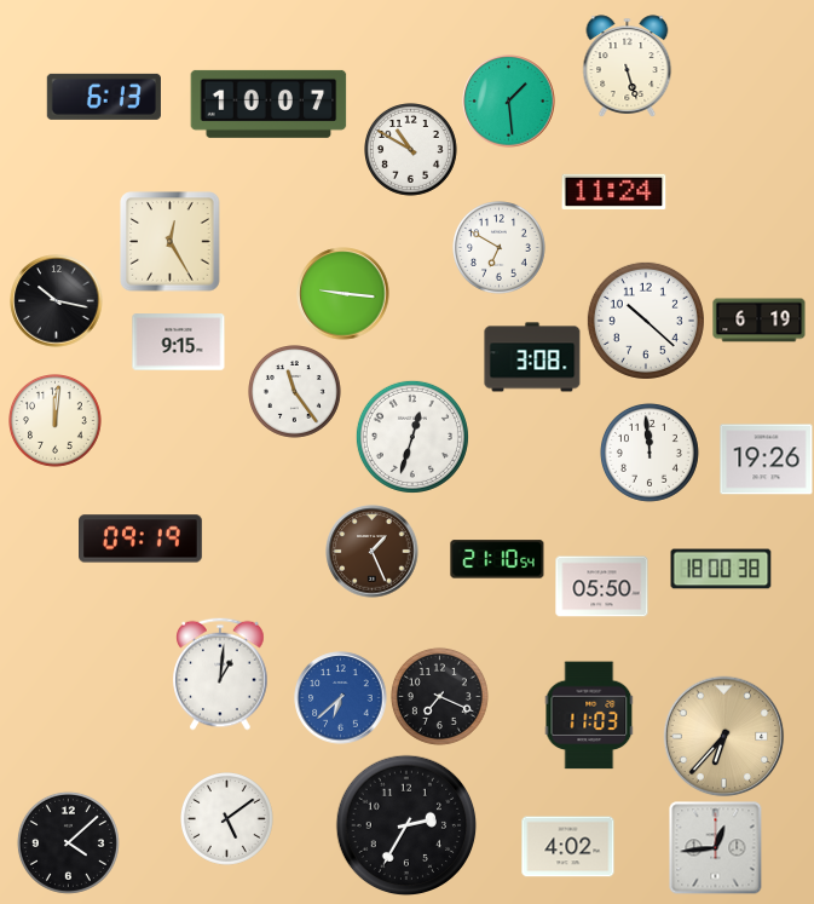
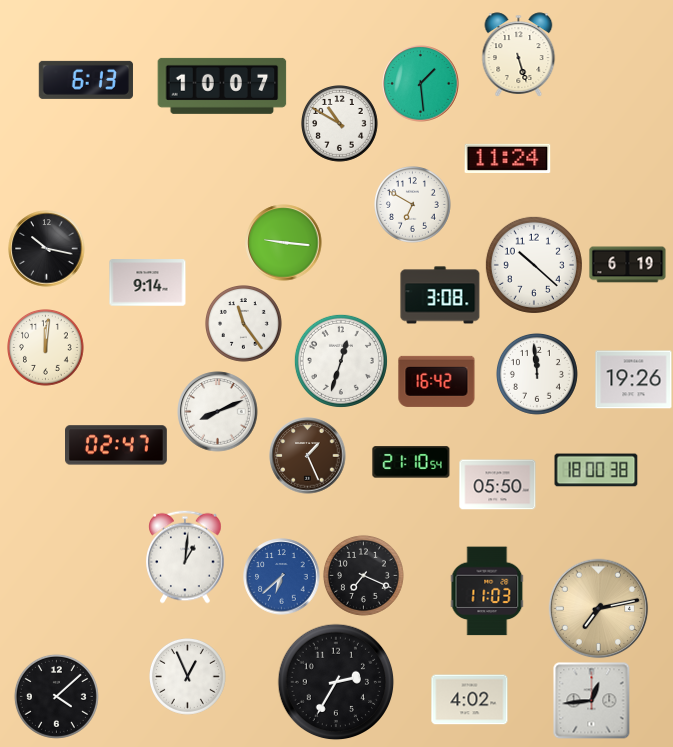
clock at (171, 242): 12:25 -> none
clock at (179, 342): 9:15 -> 9:14
clock at (437, 381): none -> 16:42
clock at (218, 412): none -> 8:11
clock at (142, 539): 09:19 -> 02:47
clock at (220, 674) position: (220, 674) -> (185, 557)
clock at (724, 737): 6:37 -> 7:13
clock at (227, 819): 5:09 -> 12:56
